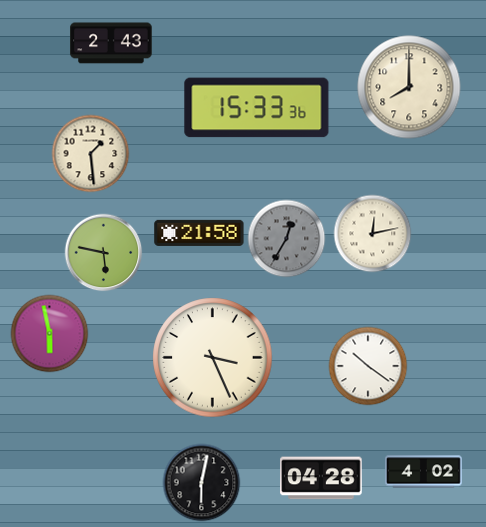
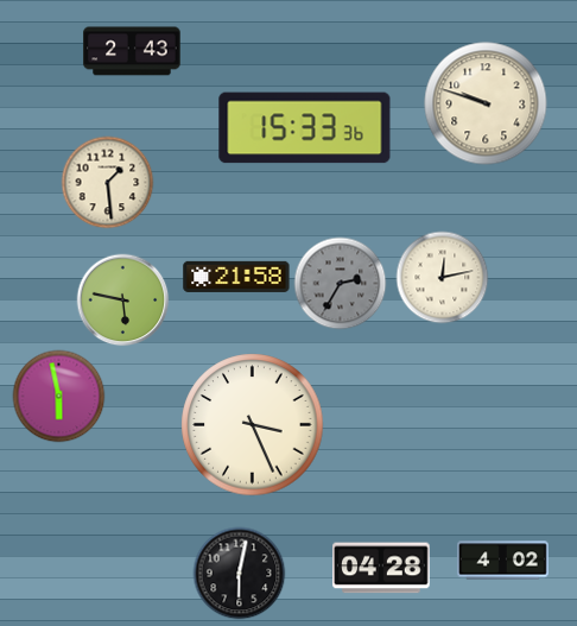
clock at (409, 87): 8:00 -> 9:48
clock at (286, 238): 12:35 -> 2:35
clock at (368, 366): 10:21 -> none
